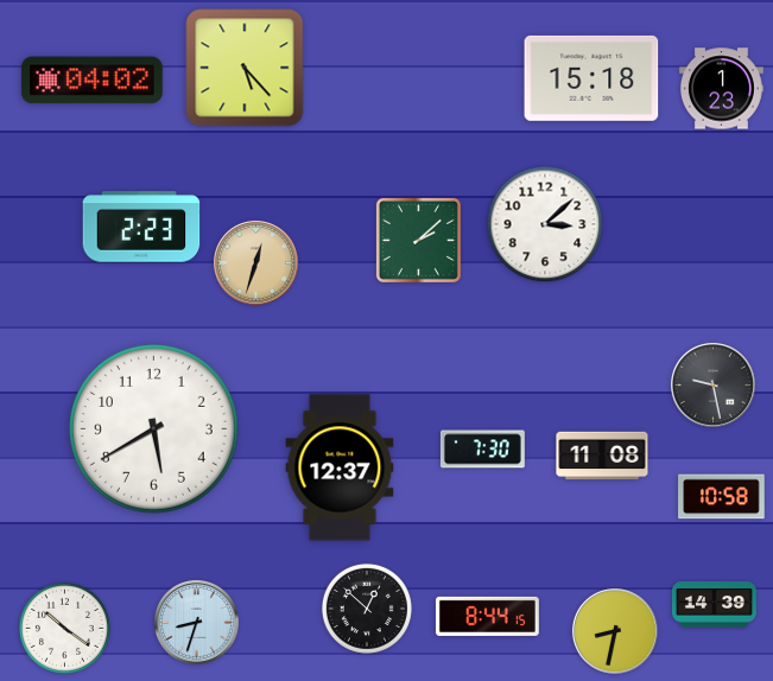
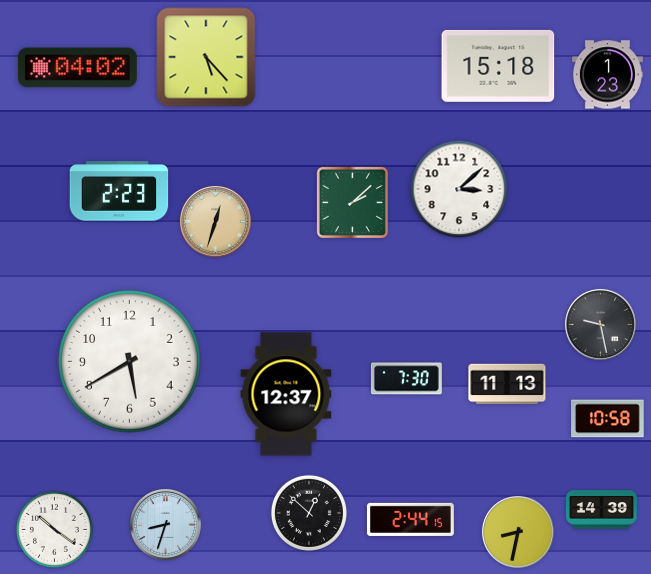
clock at (602, 456): 11:08 -> 11:13
clock at (487, 616): 8:44 -> 2:44
